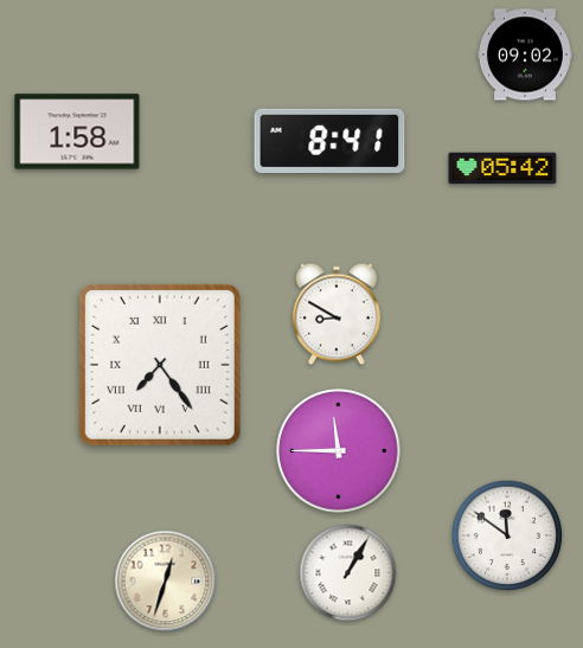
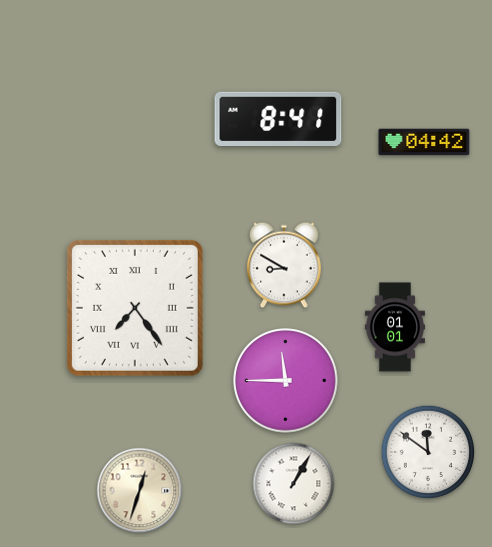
clock at (525, 54): 09:02 -> none
clock at (77, 131): 1:58 -> none
clock at (502, 168): 05:42 -> 04:42
clock at (395, 327): none -> 01:01
